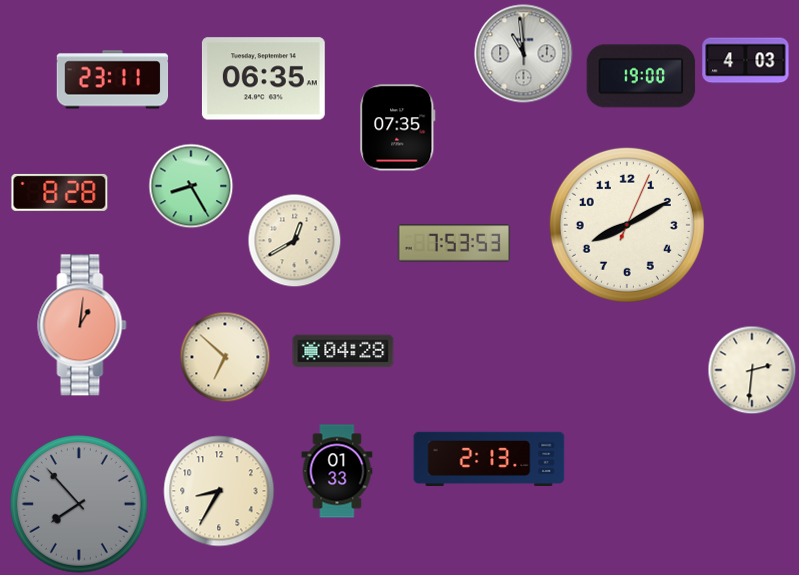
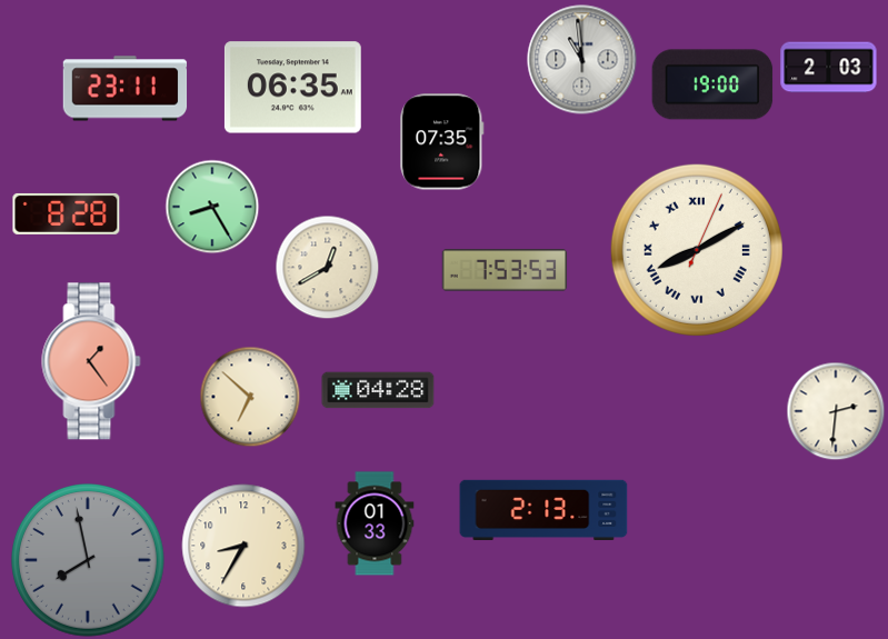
clock at (746, 61): 4:03 -> 2:03
clock at (627, 225) numerals: Arabic -> Roman
clock at (82, 325): 1:01 -> 1:24
clock at (343, 351) position: (343, 351) -> (378, 390)
clock at (80, 505): 7:53 -> 7:58
